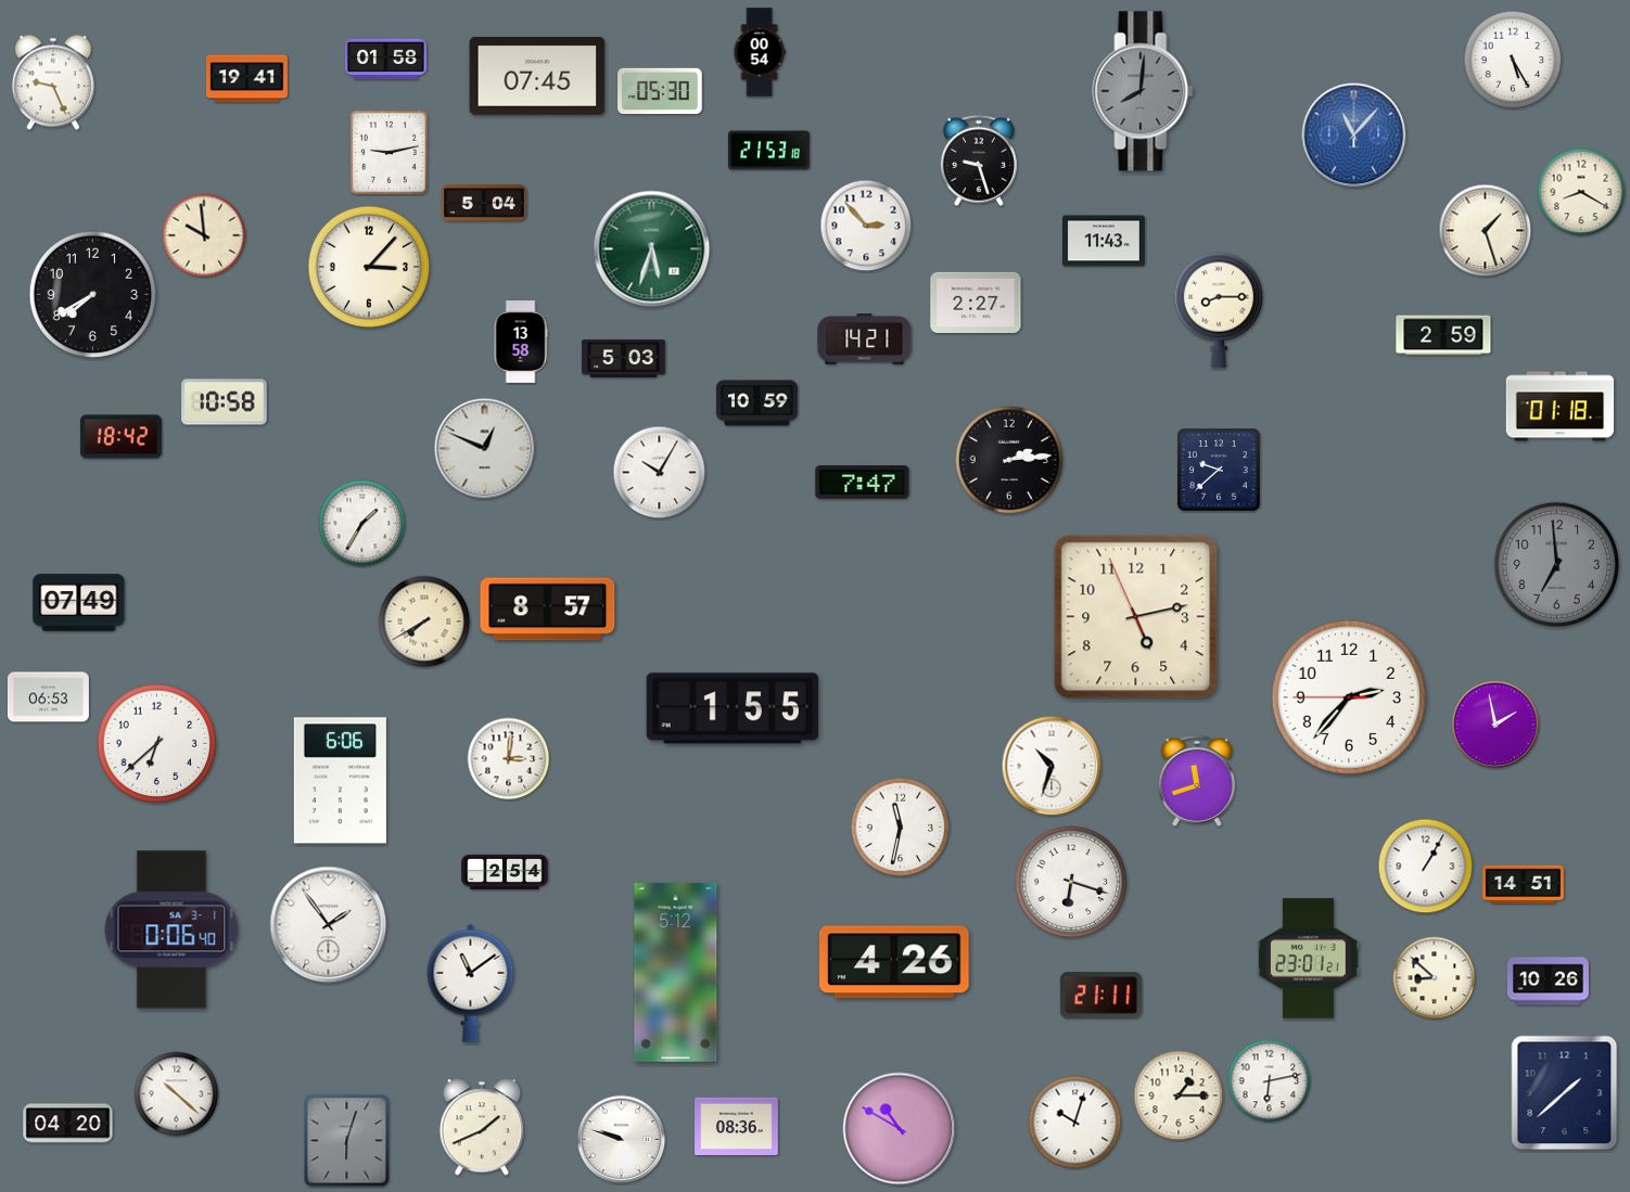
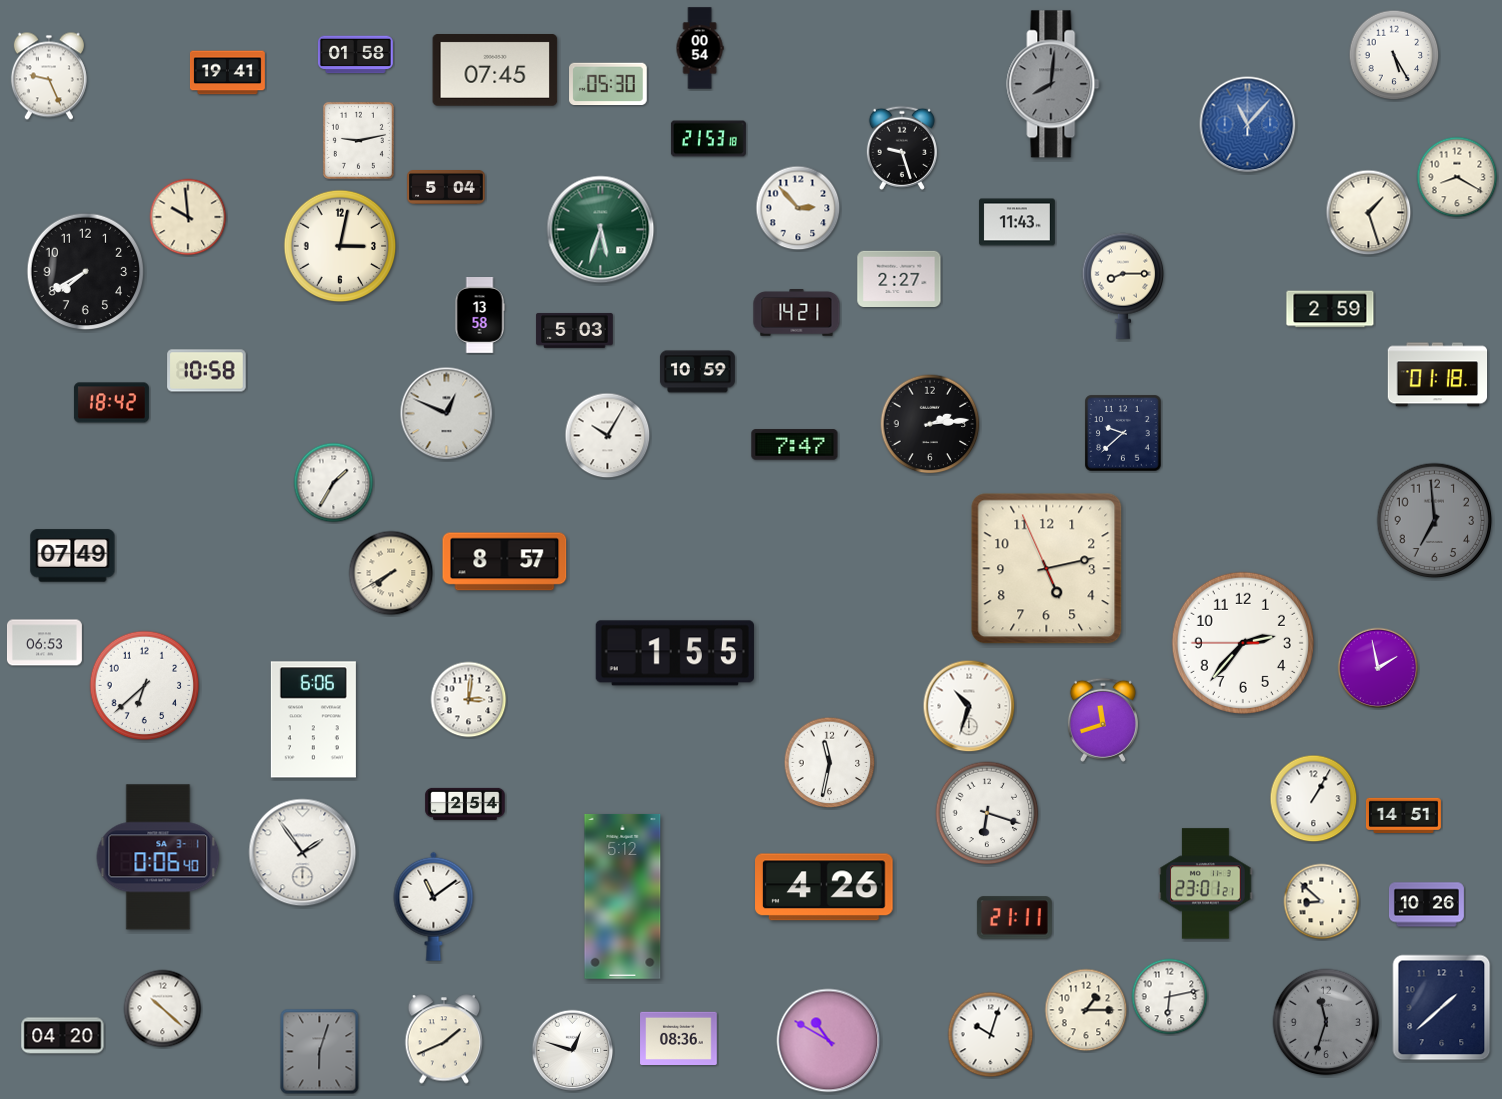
clock at (369, 267): 3:07 -> 3:02
clock at (1326, 1022): none -> 11:33
clock at (622, 1140): 9:48 -> 12:48
